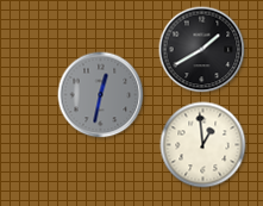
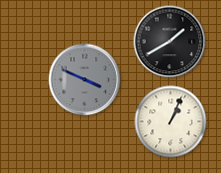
clock at (101, 95): 12:32 -> 3:49
clock at (203, 145): 12:59 -> 1:04
